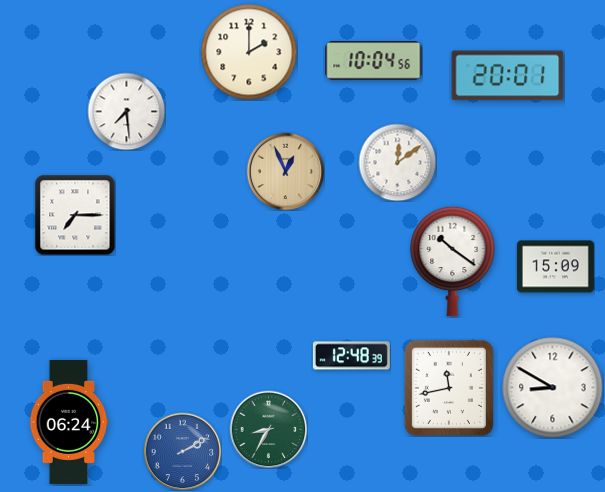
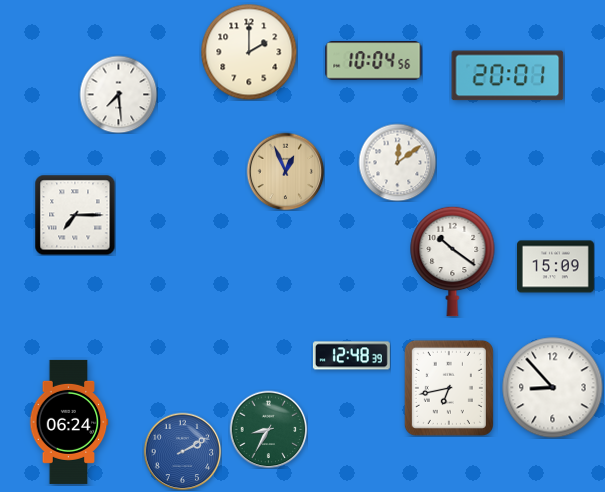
clock at (126, 111) position: (126, 111) -> (118, 94)
clock at (449, 388): 11:43 -> 6:43
clock at (553, 388): 8:50 -> 8:53
